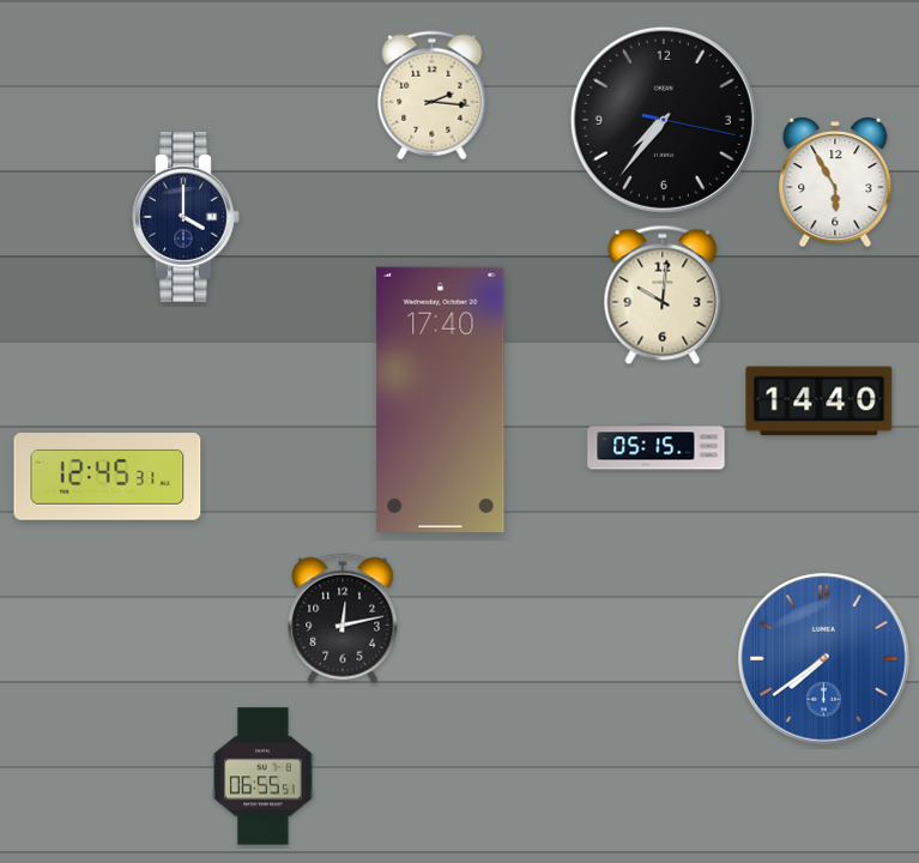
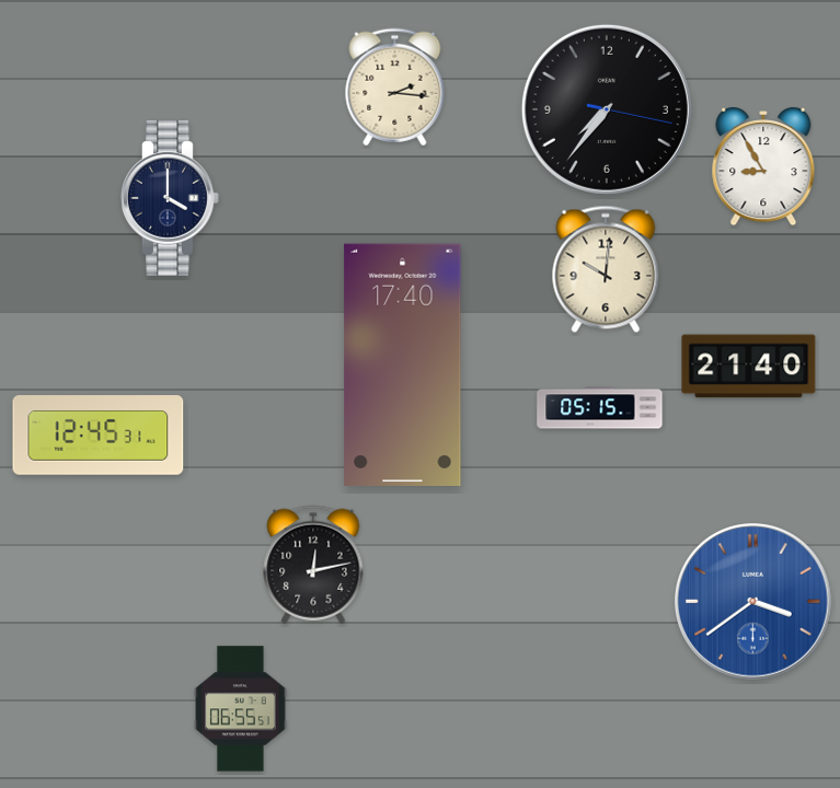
clock at (835, 183): 5:55 -> 8:55
clock at (820, 402): 14:40 -> 21:40
clock at (824, 659): 7:39 -> 3:39
